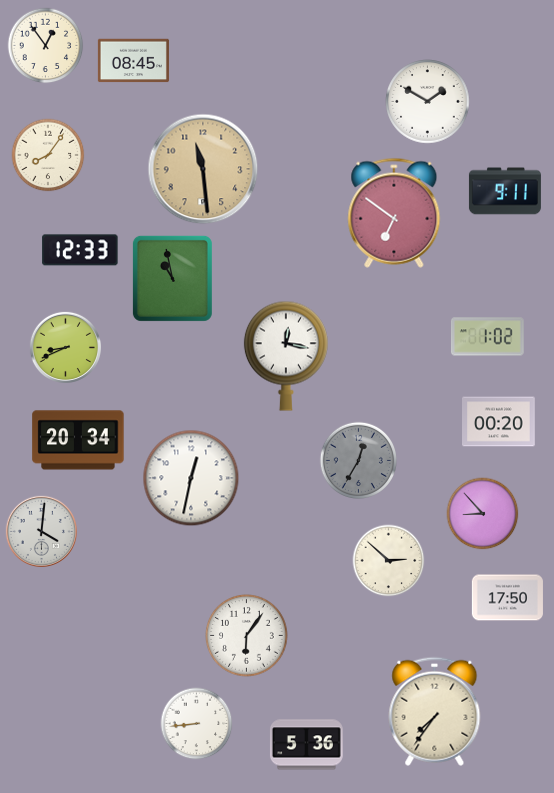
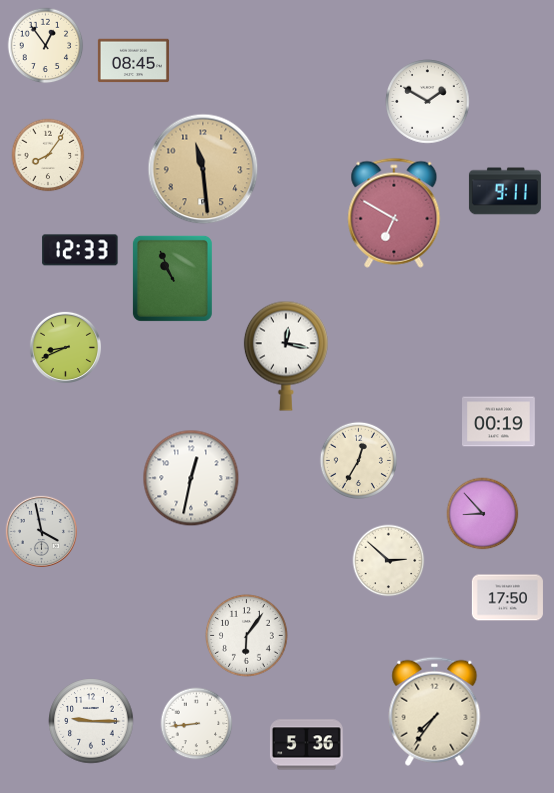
clock at (394, 213): 6:51 -> 6:50
clock at (172, 278): 10:58 -> 10:56
clock at (487, 337): 1:02 -> none
clock at (499, 422): 00:20 -> 00:19
clock at (78, 440): 20:34 -> none
clock at (358, 460) dial: grey -> cream
clock at (41, 531): 4:01 -> 3:58
clock at (91, 721): none -> 9:15
